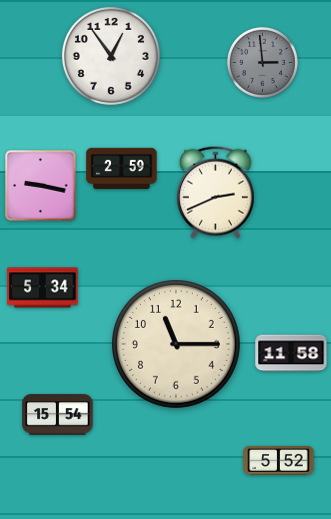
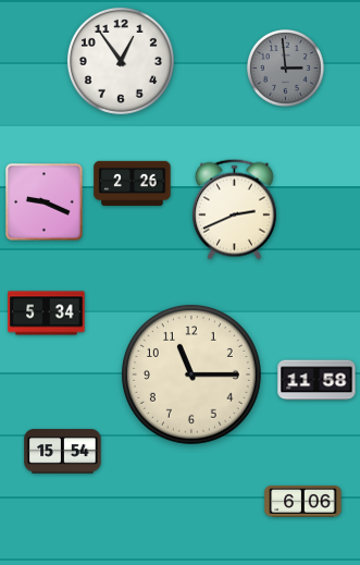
clock at (122, 168): 2:59 -> 2:26
clock at (41, 186): 9:17 -> 9:19
clock at (291, 353) position: (291, 353) -> (316, 380)
clock at (279, 461): 5:52 -> 6:06
